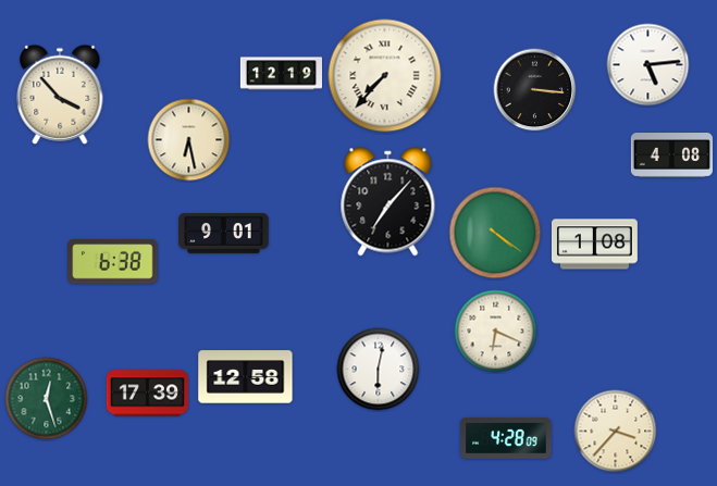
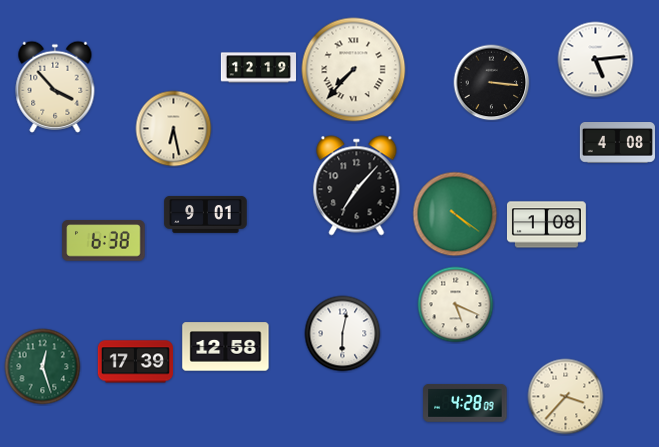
clock at (496, 332): 6:19 -> 5:19
clock at (379, 370) position: (379, 370) -> (343, 334)
